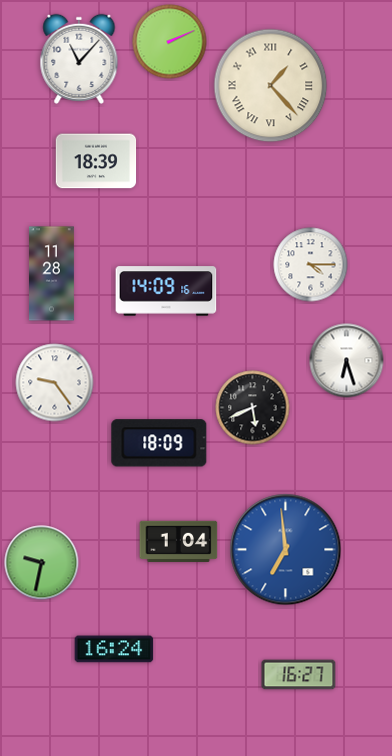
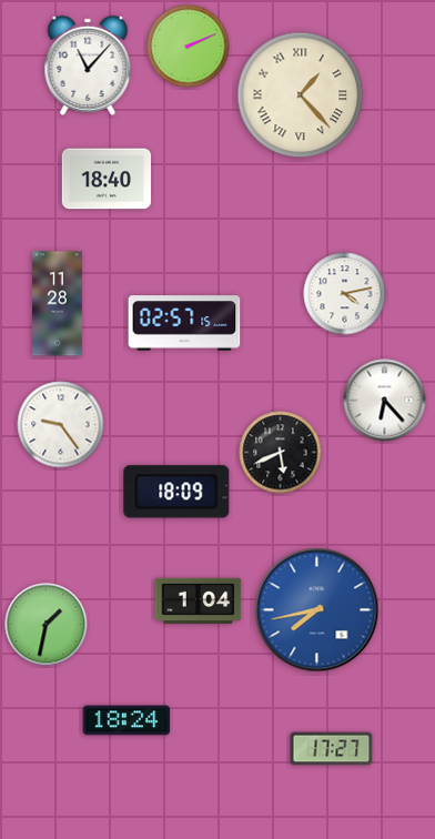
clock at (96, 161): 18:39 -> 18:40
clock at (311, 265): 4:15 -> 4:13
clock at (166, 291): 14:09 -> 02:57
clock at (347, 361): 6:27 -> 6:23
clock at (286, 550): 6:59 -> 7:43
clock at (42, 563): 9:32 -> 1:32
clock at (114, 649): 16:24 -> 18:24
clock at (299, 675): 16:27 -> 17:27
